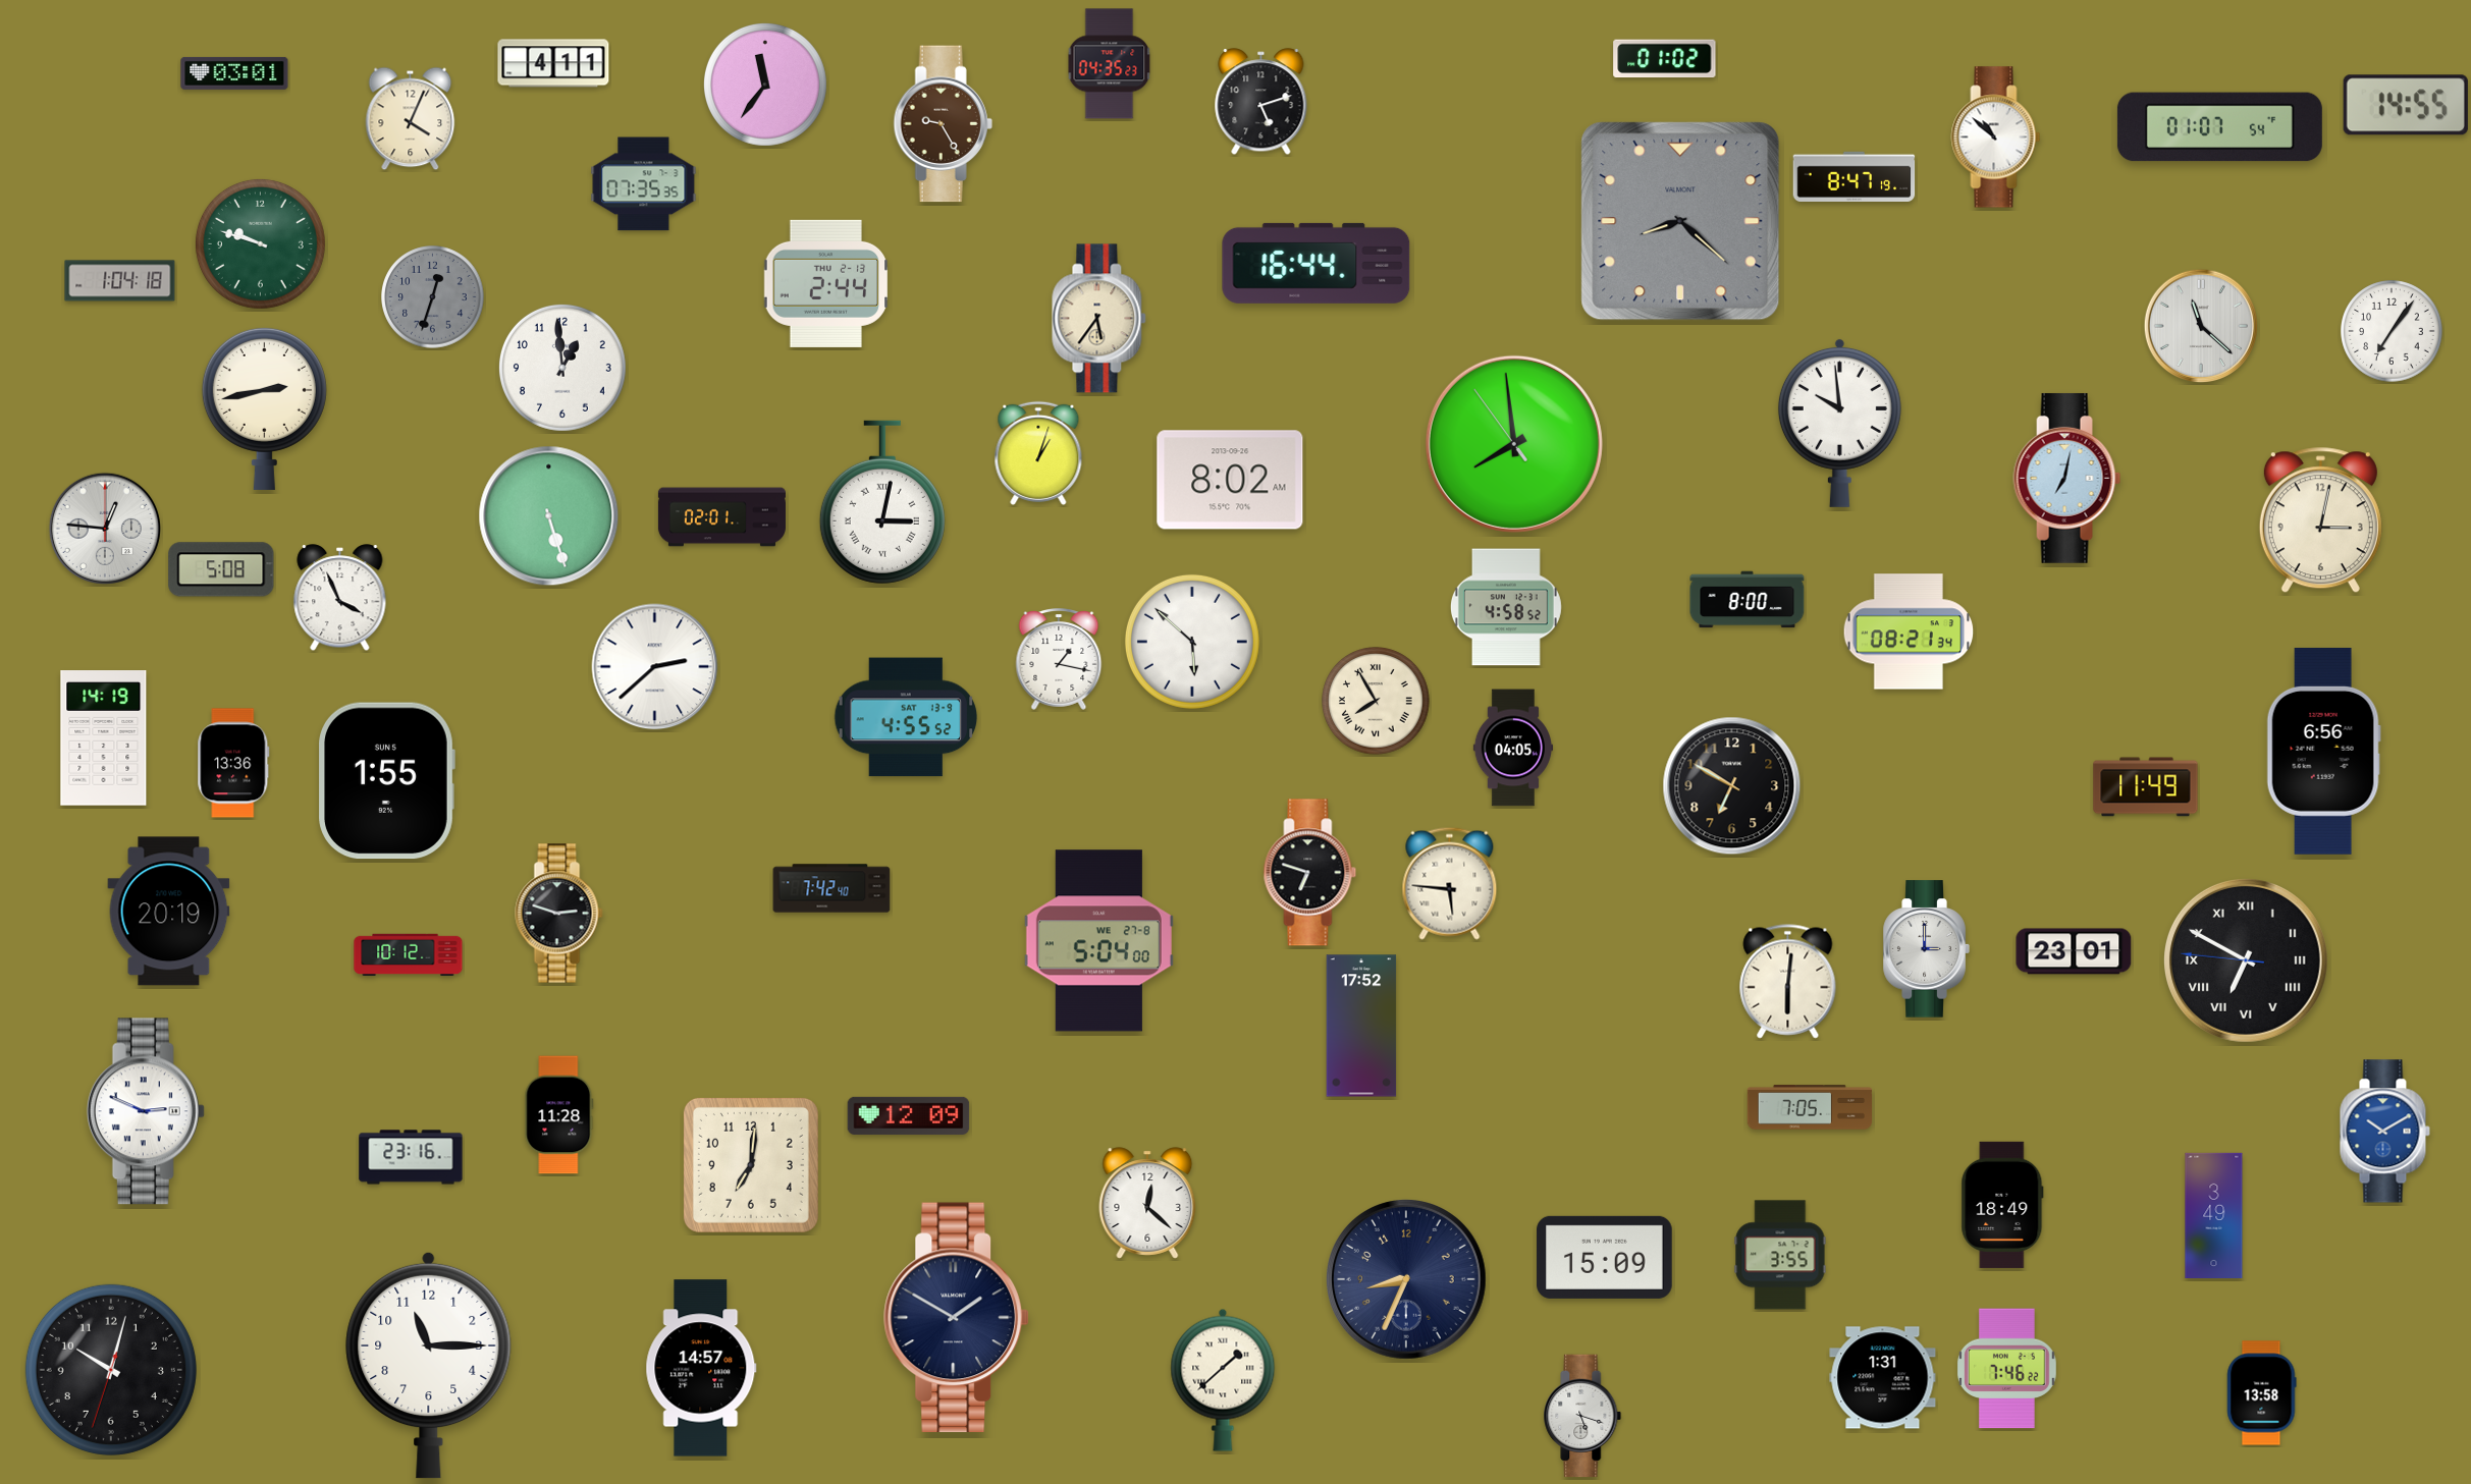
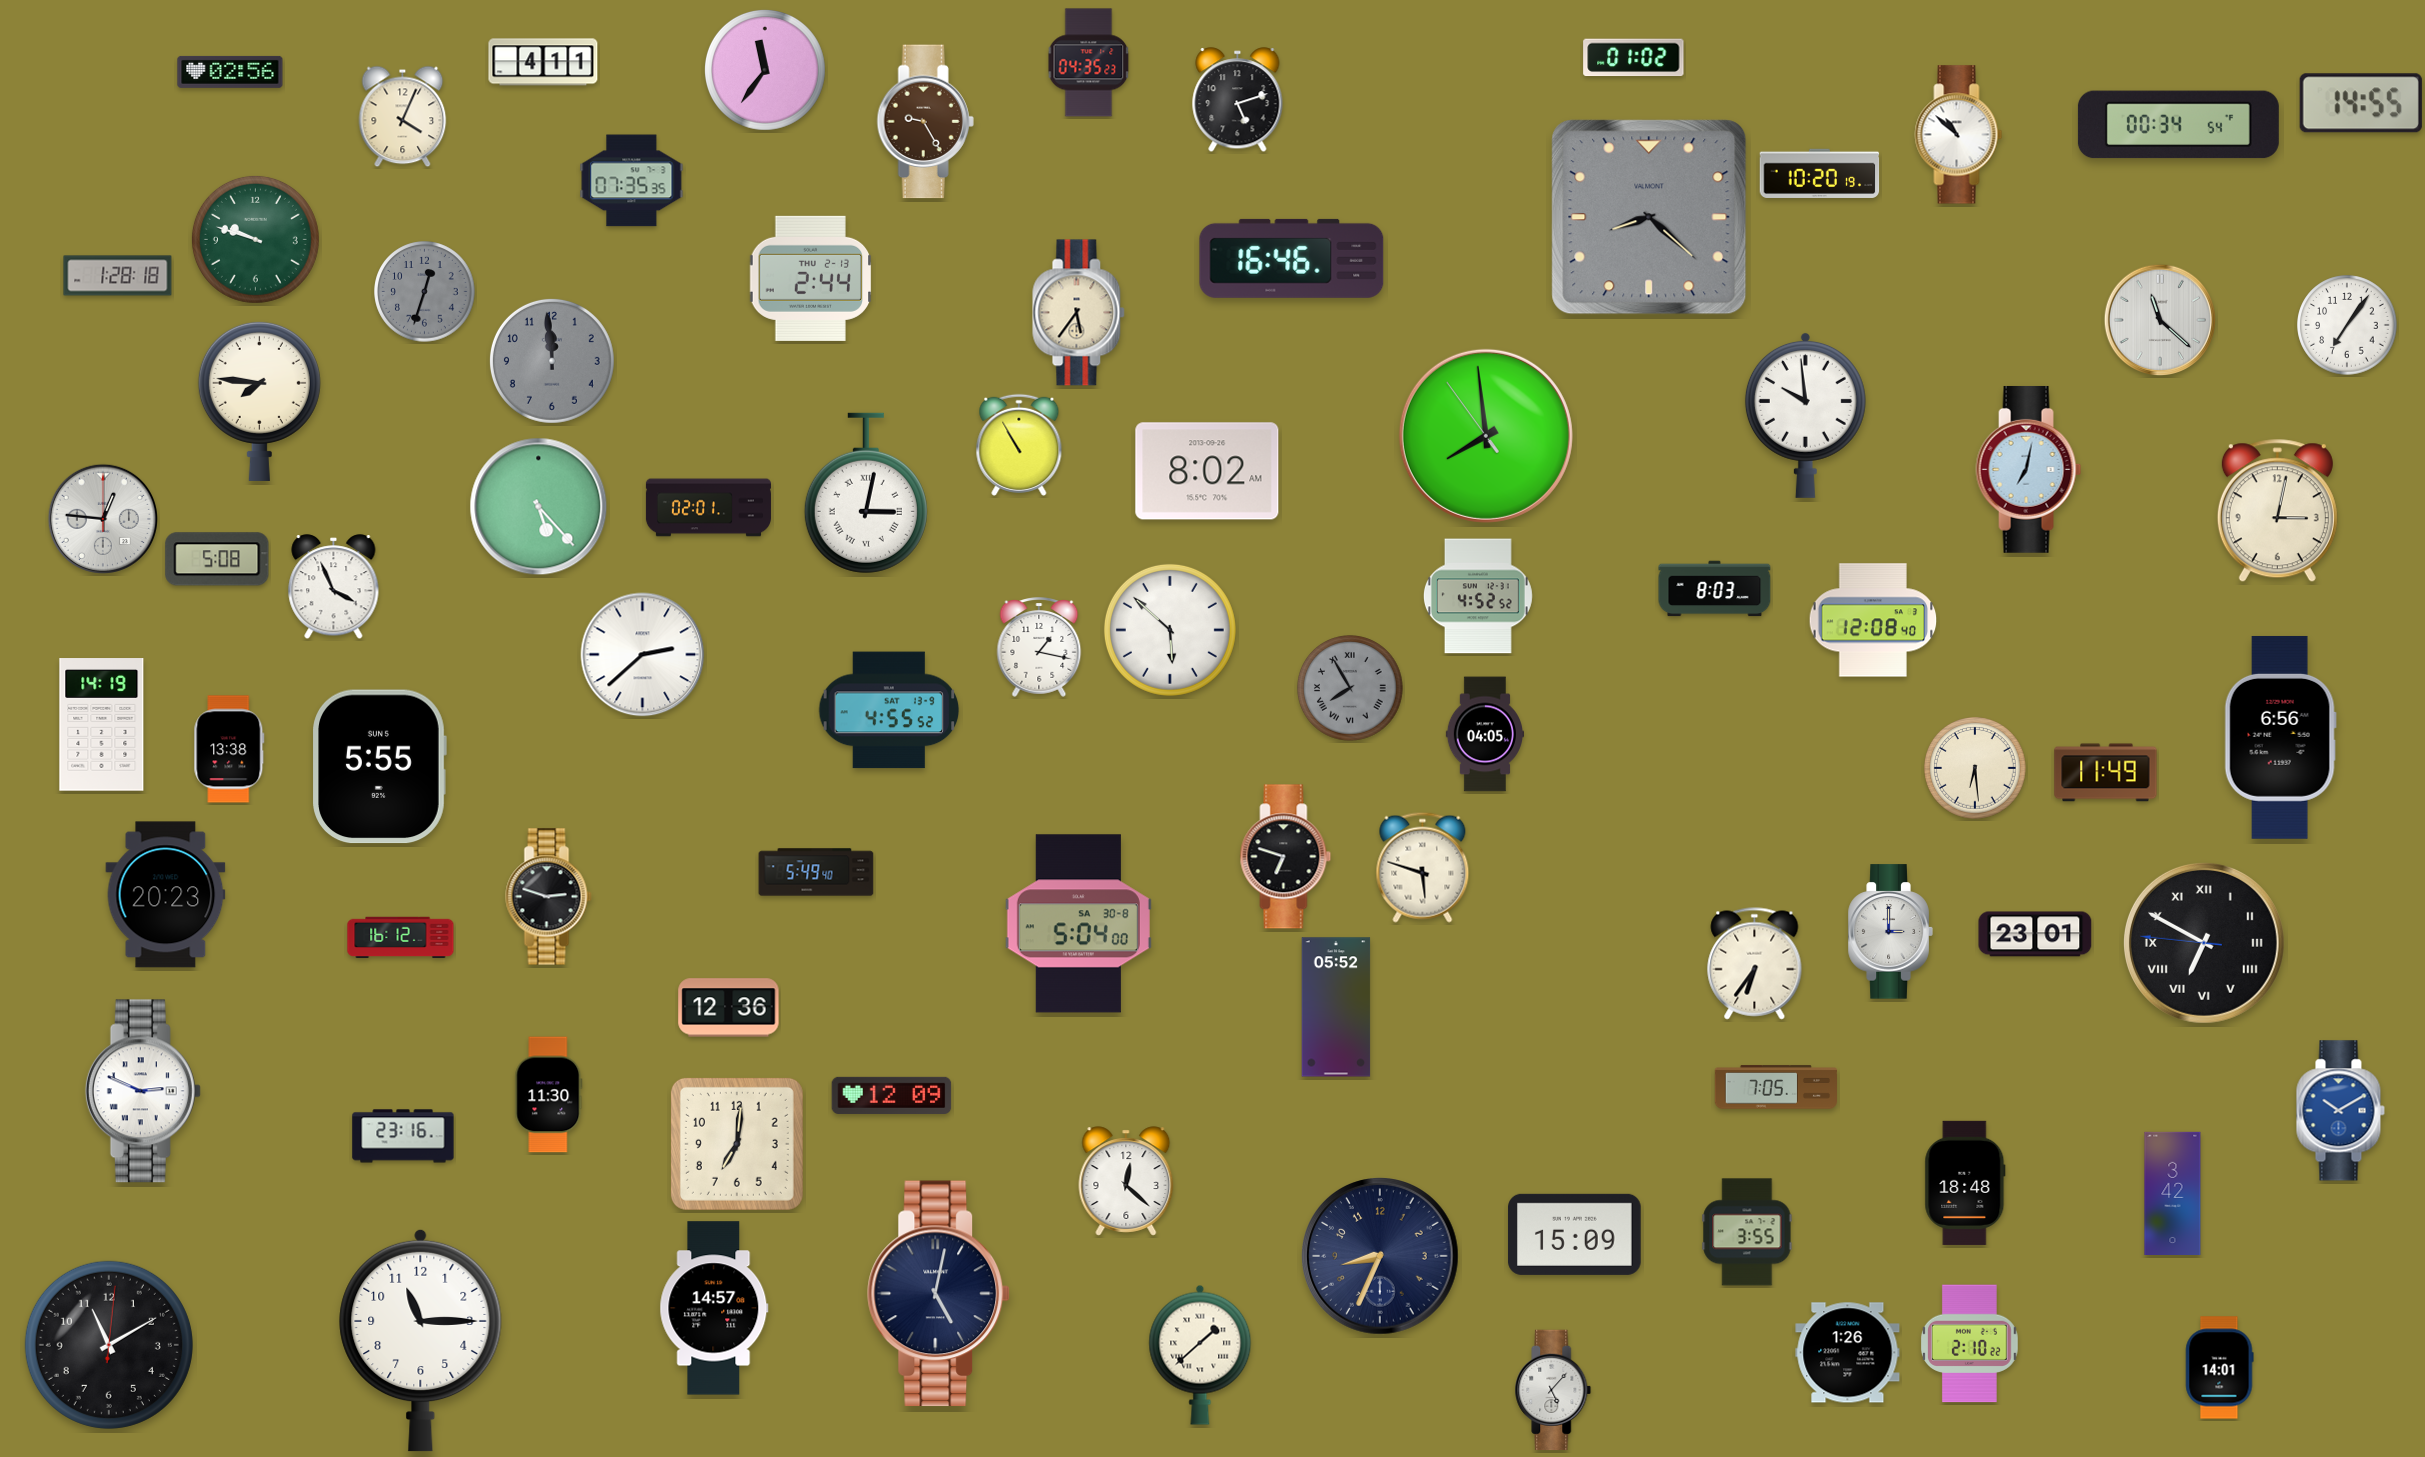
clock at (234, 73): 03:01 -> 02:56
clock at (765, 85) position: (765, 85) -> (765, 70)
clock at (2219, 127): 01:07 -> 00:34
clock at (1855, 176): 8:47 -> 10:20
clock at (1317, 263): 16:44 -> 16:46
clock at (120, 281): 1:04 -> 1:28
clock at (562, 368): 12:59 -> 11:59
clock at (562, 368) dial: white -> grey
clock at (264, 408): 2:43 -> 7:46
clock at (1038, 453): 1:03 -> 10:55
clock at (549, 516): 5:27 -> 5:23
clock at (1748, 600): 8:00 -> 8:03
clock at (1506, 607): 4:58 -> 4:52
clock at (1909, 631): 08:21 -> 12:08
clock at (1376, 701) dial: cream -> grey
clock at (906, 717) position: (906, 717) -> (889, 710)
clock at (233, 763): 13:36 -> 13:38
clock at (386, 781): 1:55 -> 5:55
clock at (1975, 768): none -> 6:29
clock at (1732, 786): 6:50 -> none
clock at (1450, 883): 5:46 -> 5:48
clock at (831, 888): 7:42 -> 5:49
clock at (169, 912): 20:19 -> 20:23
clock at (1098, 941) date: WE 27-8 -> SA 30-8
clock at (409, 955): 10:12 -> 16:12
clock at (1788, 982): 6:01 -> 6:36
clock at (1361, 1026): 17:52 -> 05:52
clock at (729, 1008): none -> 12:36
clock at (559, 1115): 11:28 -> 11:30
clock at (2002, 1205): 18:49 -> 18:48
clock at (2214, 1215): 3:49 -> 3:42
clock at (957, 1318): 1:50 -> 5:02
clock at (701, 1368) position: (701, 1368) -> (714, 1308)
clock at (2006, 1369): 7:46 -> 2:10
clock at (111, 1370): 10:02 -> 11:10
clock at (1883, 1378): 1:31 -> 1:26
clock at (2262, 1393): 13:58 -> 14:01
clock at (1582, 1416): 5:18 -> 5:07
